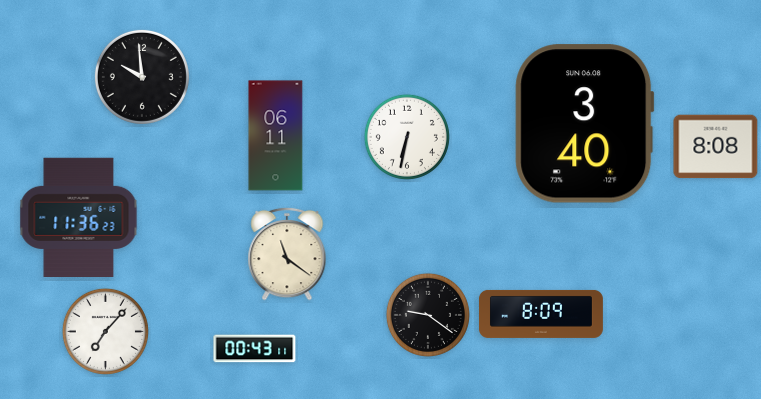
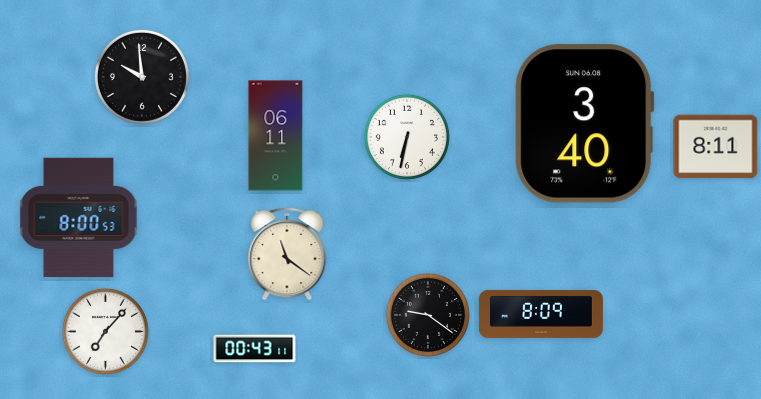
clock at (716, 147): 8:08 -> 8:11
clock at (79, 217): 11:36 -> 8:00
